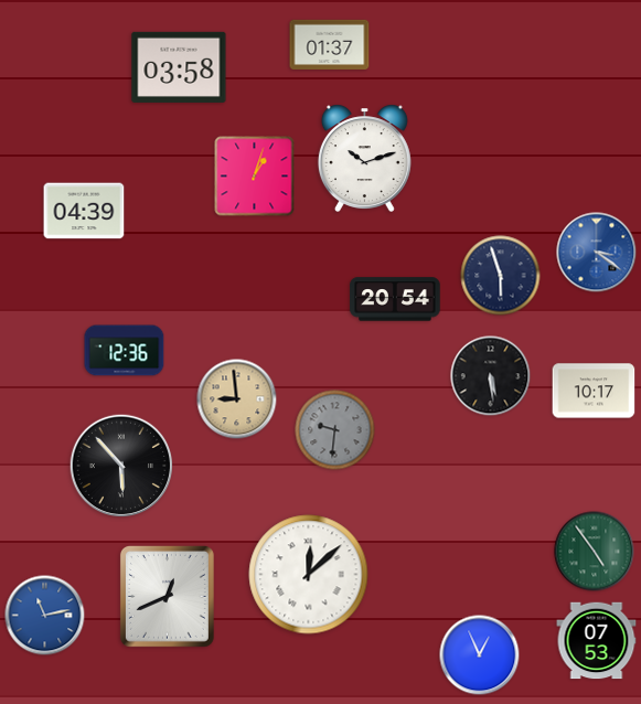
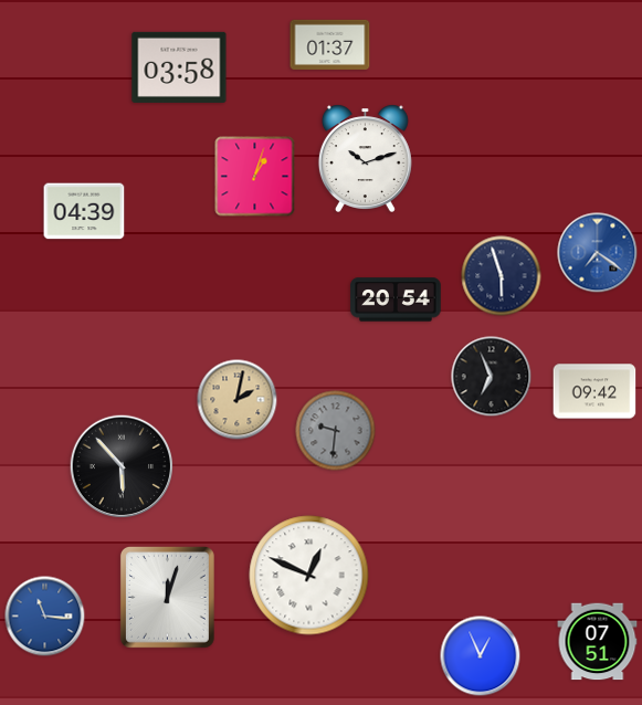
clock at (597, 253): 3:21 -> 7:21
clock at (125, 351): 12:36 -> none
clock at (491, 376): 5:29 -> 6:56
clock at (594, 391): 10:17 -> 09:42
clock at (237, 399): 8:59 -> 2:02
clock at (595, 552): 4:54 -> none
clock at (309, 575): 12:08 -> 12:49
clock at (167, 596): 12:41 -> 12:03
clock at (45, 616): 11:13 -> 11:16
clock at (597, 641): 07:53 -> 07:51
